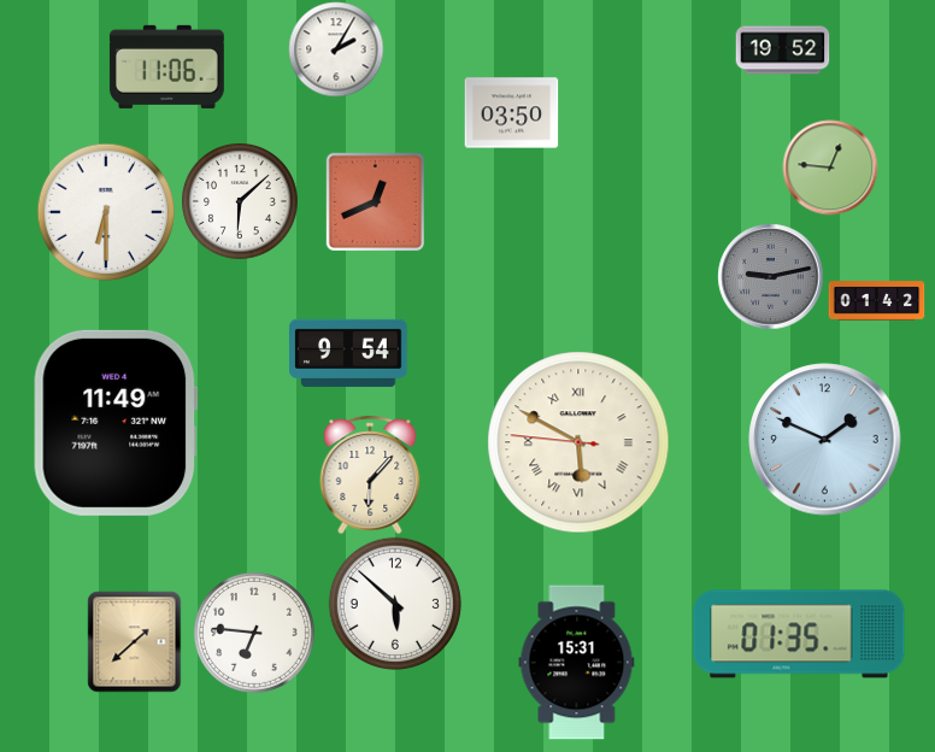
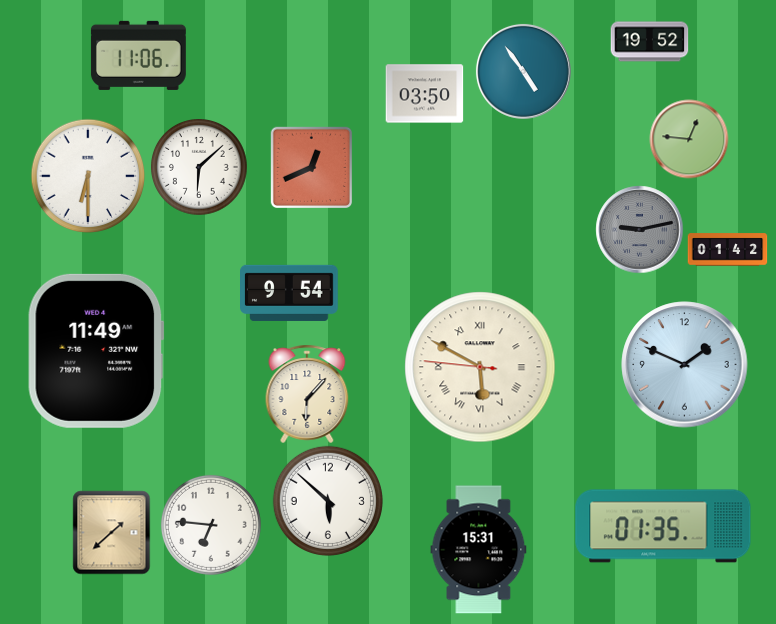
clock at (336, 49): 2:05 -> none
clock at (523, 71): none -> 4:54
